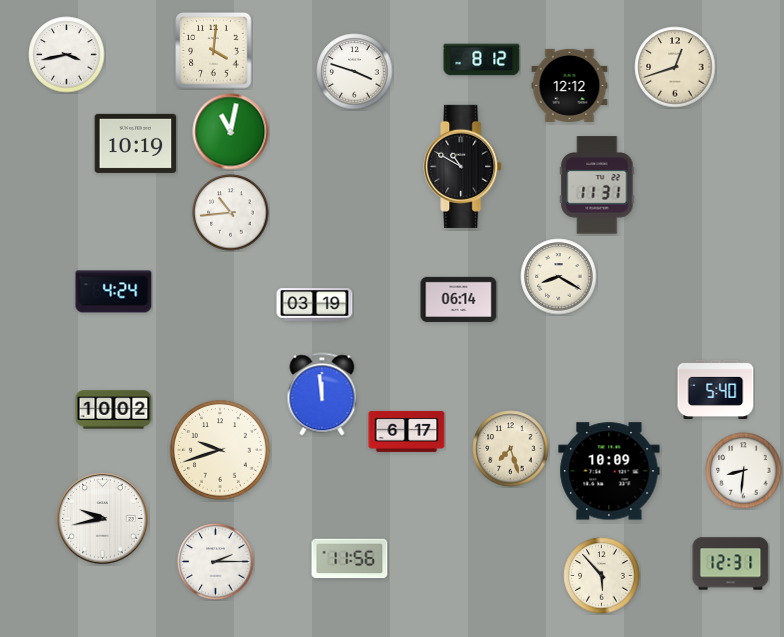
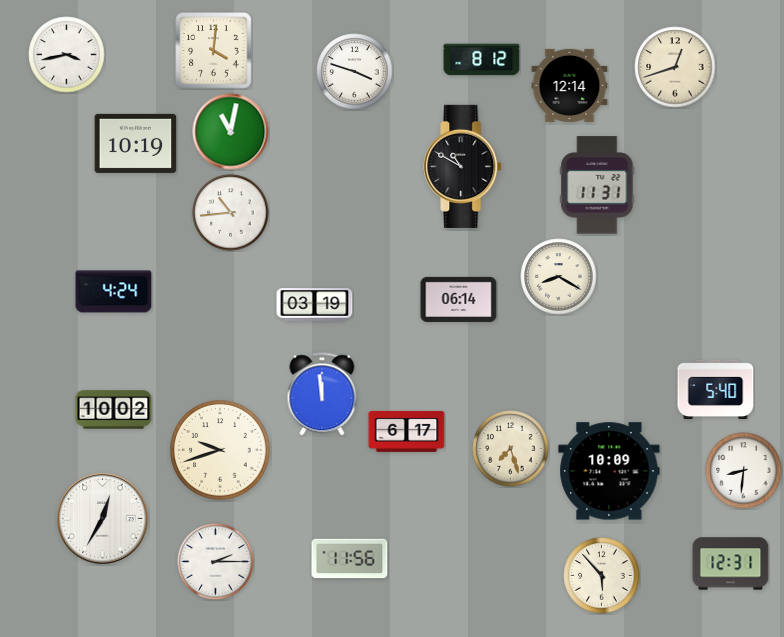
clock at (570, 85): 12:12 -> 12:14
clock at (103, 519): 9:43 -> 12:35
